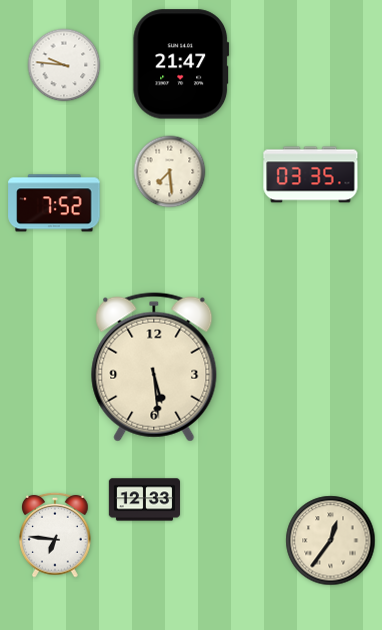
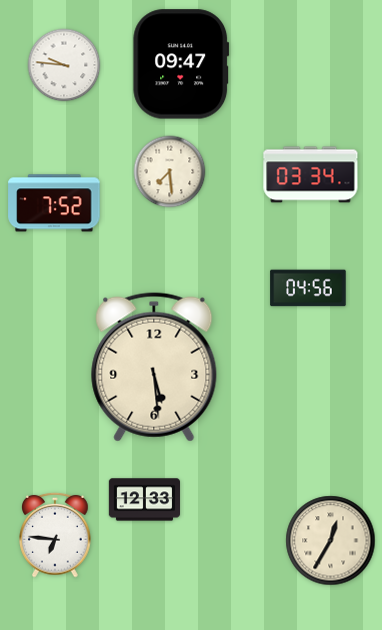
clock at (181, 64): 21:47 -> 09:47
clock at (311, 175): 03:35 -> 03:34
clock at (308, 288): none -> 04:56
clock at (331, 541): 12:36 -> 12:35
